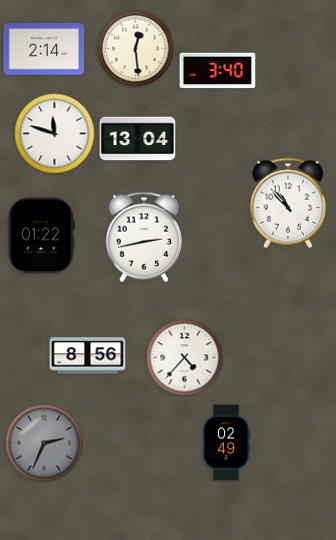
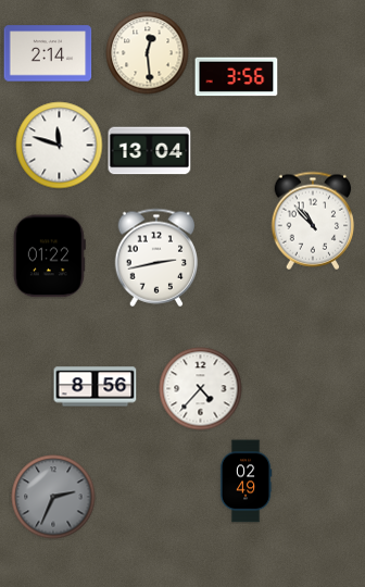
clock at (218, 71): 3:40 -> 3:56
clock at (41, 236) position: (41, 236) -> (49, 257)
clock at (44, 443) position: (44, 443) -> (53, 497)
